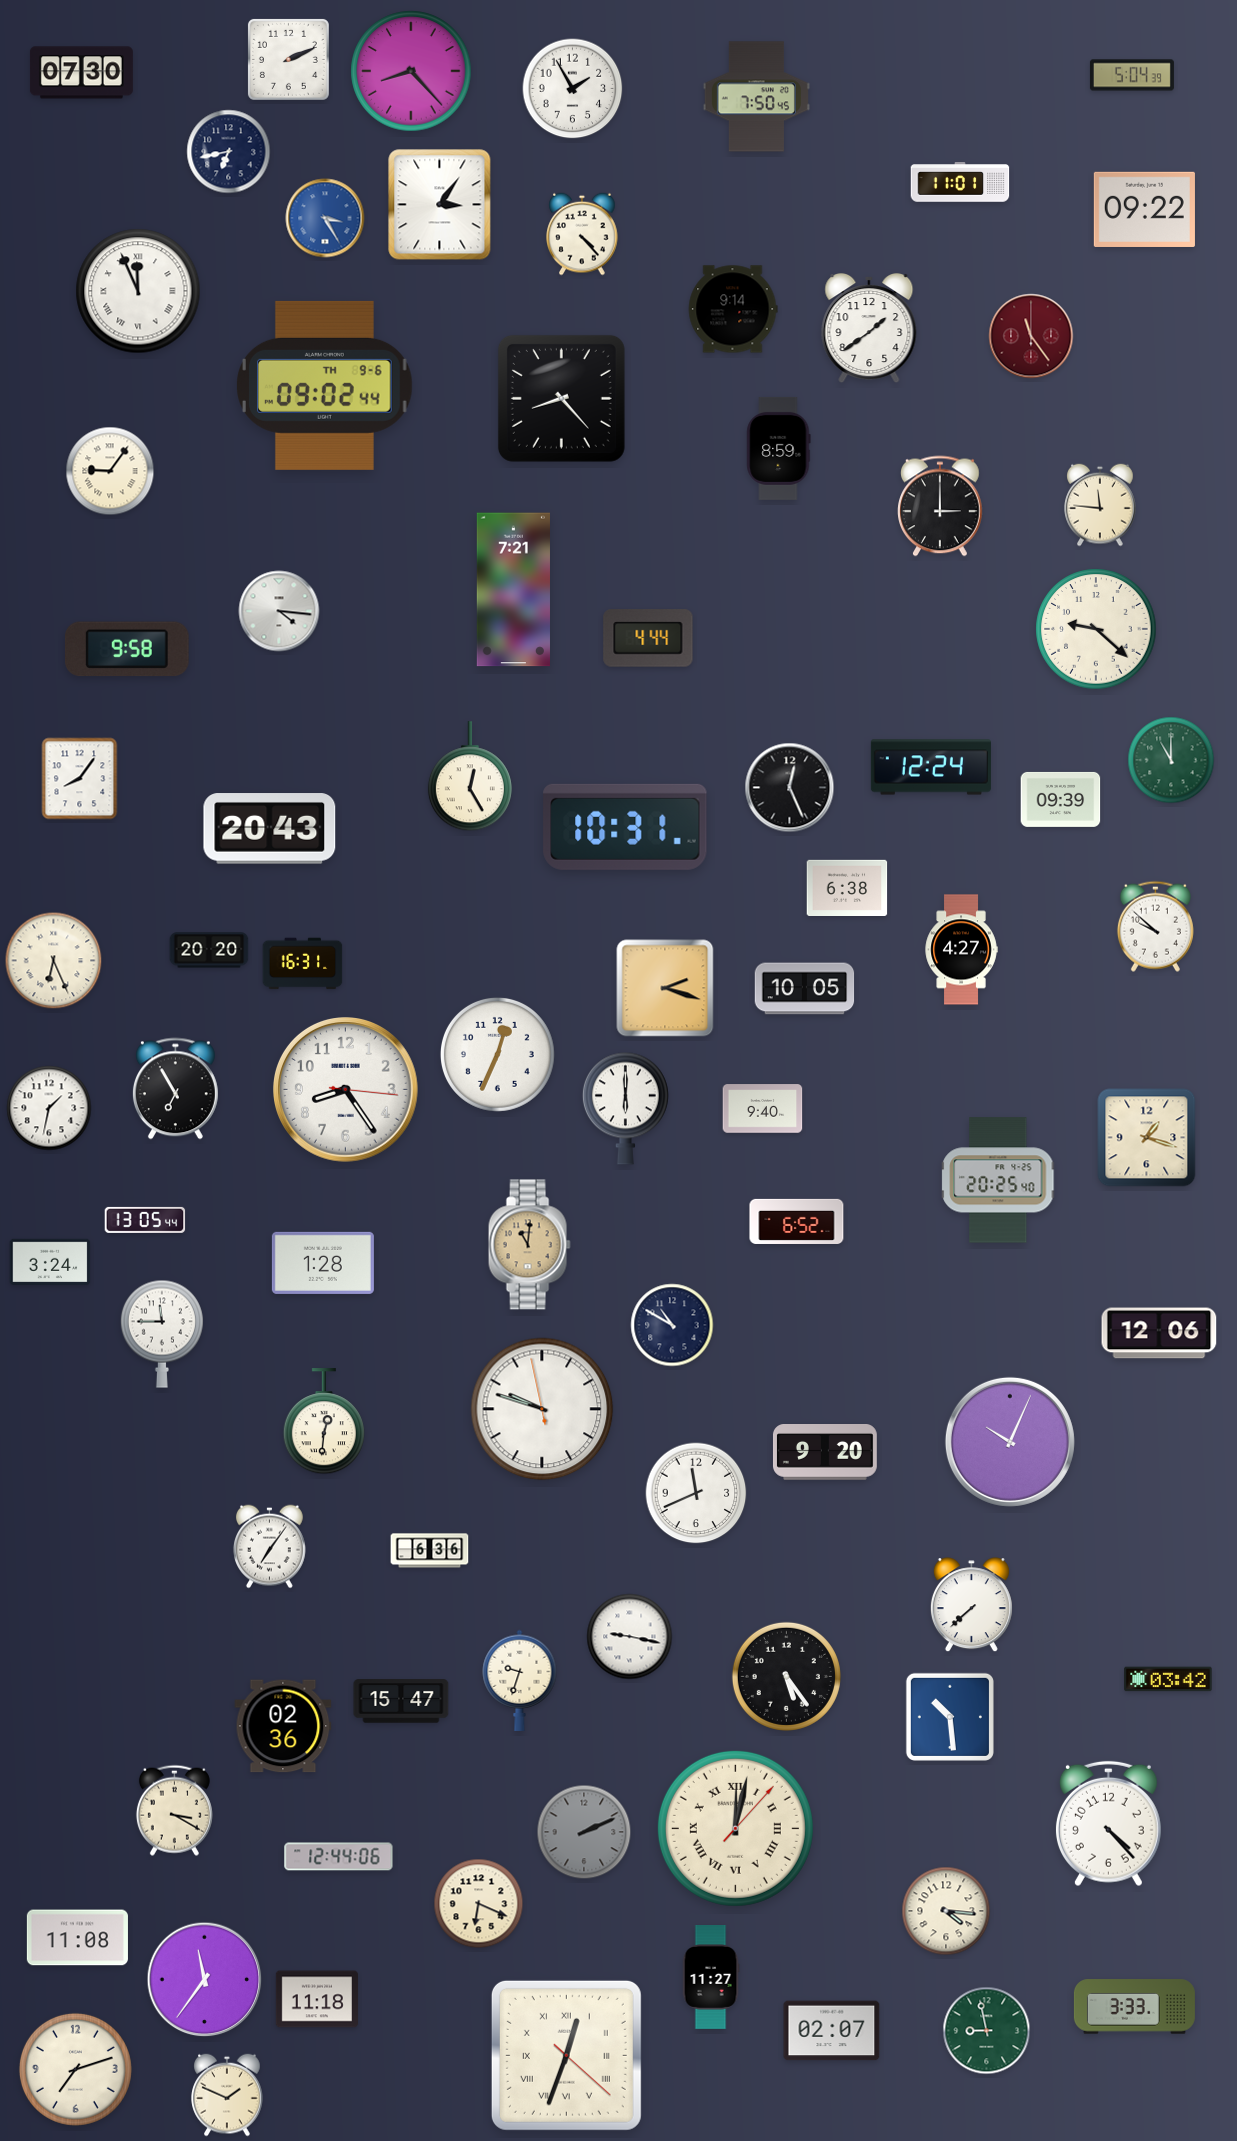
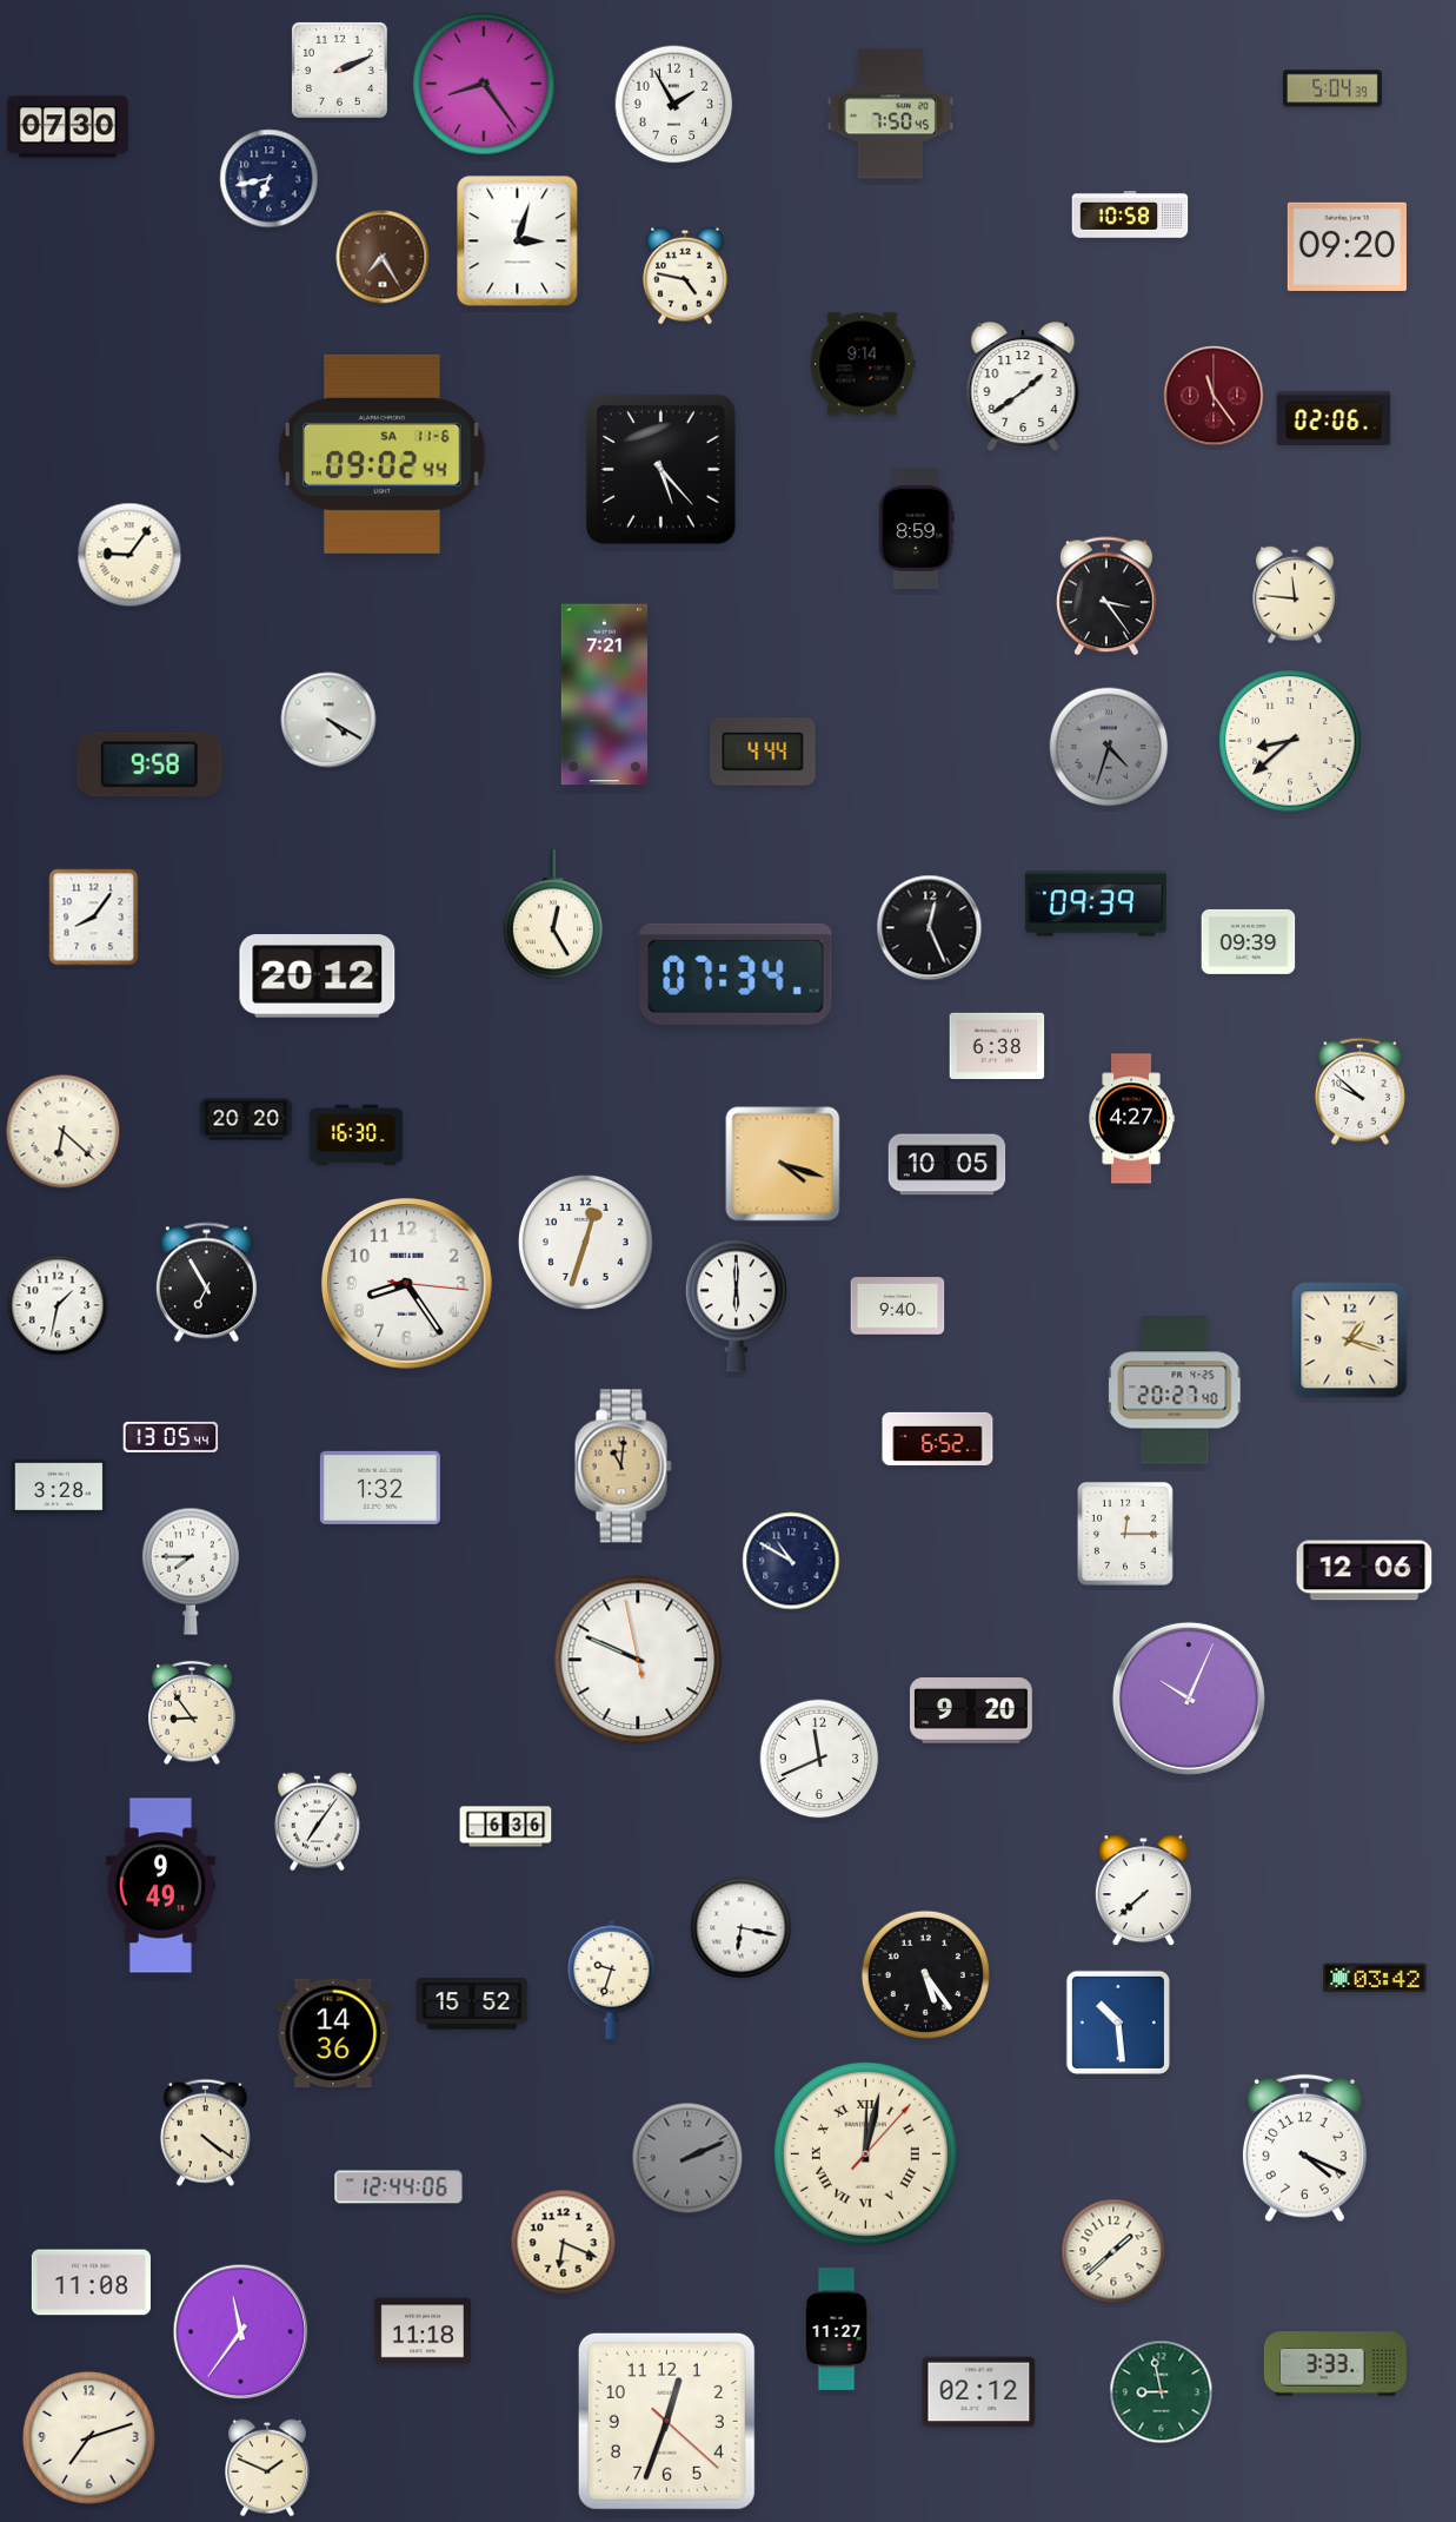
clock at (411, 71): 8:23 -> 8:24
clock at (81, 73) position: (81, 73) -> (67, 127)
clock at (960, 182): 11:01 -> 10:58
clock at (440, 205): 3:06 -> 3:03
clock at (1144, 209): 09:22 -> 09:20
clock at (325, 218): 3:25 -> 7:25
clock at (325, 218) dial: blue -> brown
clock at (582, 234): 4:23 -> 4:47
clock at (138, 291): 11:56 -> none
clock at (1334, 418): none -> 02:06
clock at (325, 385) date: TH 9-6 -> SA 11-6
clock at (561, 398): 8:23 -> 5:23
clock at (941, 506): 3:00 -> 3:24
clock at (279, 611): 4:16 -> 4:20
clock at (1096, 629): 9:22 -> 8:38
clock at (1109, 747): none -> 4:33
clock at (1171, 760): 11:00 -> none
clock at (931, 767): 12:24 -> 09:39
clock at (625, 827): 10:31 -> 07:34
clock at (270, 829): 20:43 -> 20:12
clock at (54, 961): 6:26 -> 6:22
clock at (303, 964): 16:31 -> 16:30
clock at (665, 988): 2:18 -> 4:18
clock at (497, 1054): 12:34 -> 12:33
clock at (999, 1180): 20:25 -> 20:27
clock at (50, 1261): 3:24 -> 3:28
clock at (323, 1263): 1:28 -> 1:32
clock at (1125, 1534): none -> 12:15
clock at (162, 1334): 11:45 -> 7:45
clock at (542, 1409): 9:47 -> 9:48
clock at (324, 1422): 12:31 -> none
clock at (192, 1713): none -> 8:54
clock at (160, 1886): none -> 9:49
clock at (630, 1637): 9:17 -> 6:17
clock at (401, 1701): 15:47 -> 15:52
clock at (283, 1726): 02:36 -> 14:36
clock at (174, 1810): 3:20 -> 4:21
clock at (1108, 1824): 4:23 -> 4:19
clock at (946, 1911): 4:16 -> 1:38
clock at (317, 1999) position: (317, 1999) -> (423, 2331)
clock at (832, 2031): 02:07 -> 02:12
clock at (566, 2055) numerals: Roman -> Arabic
